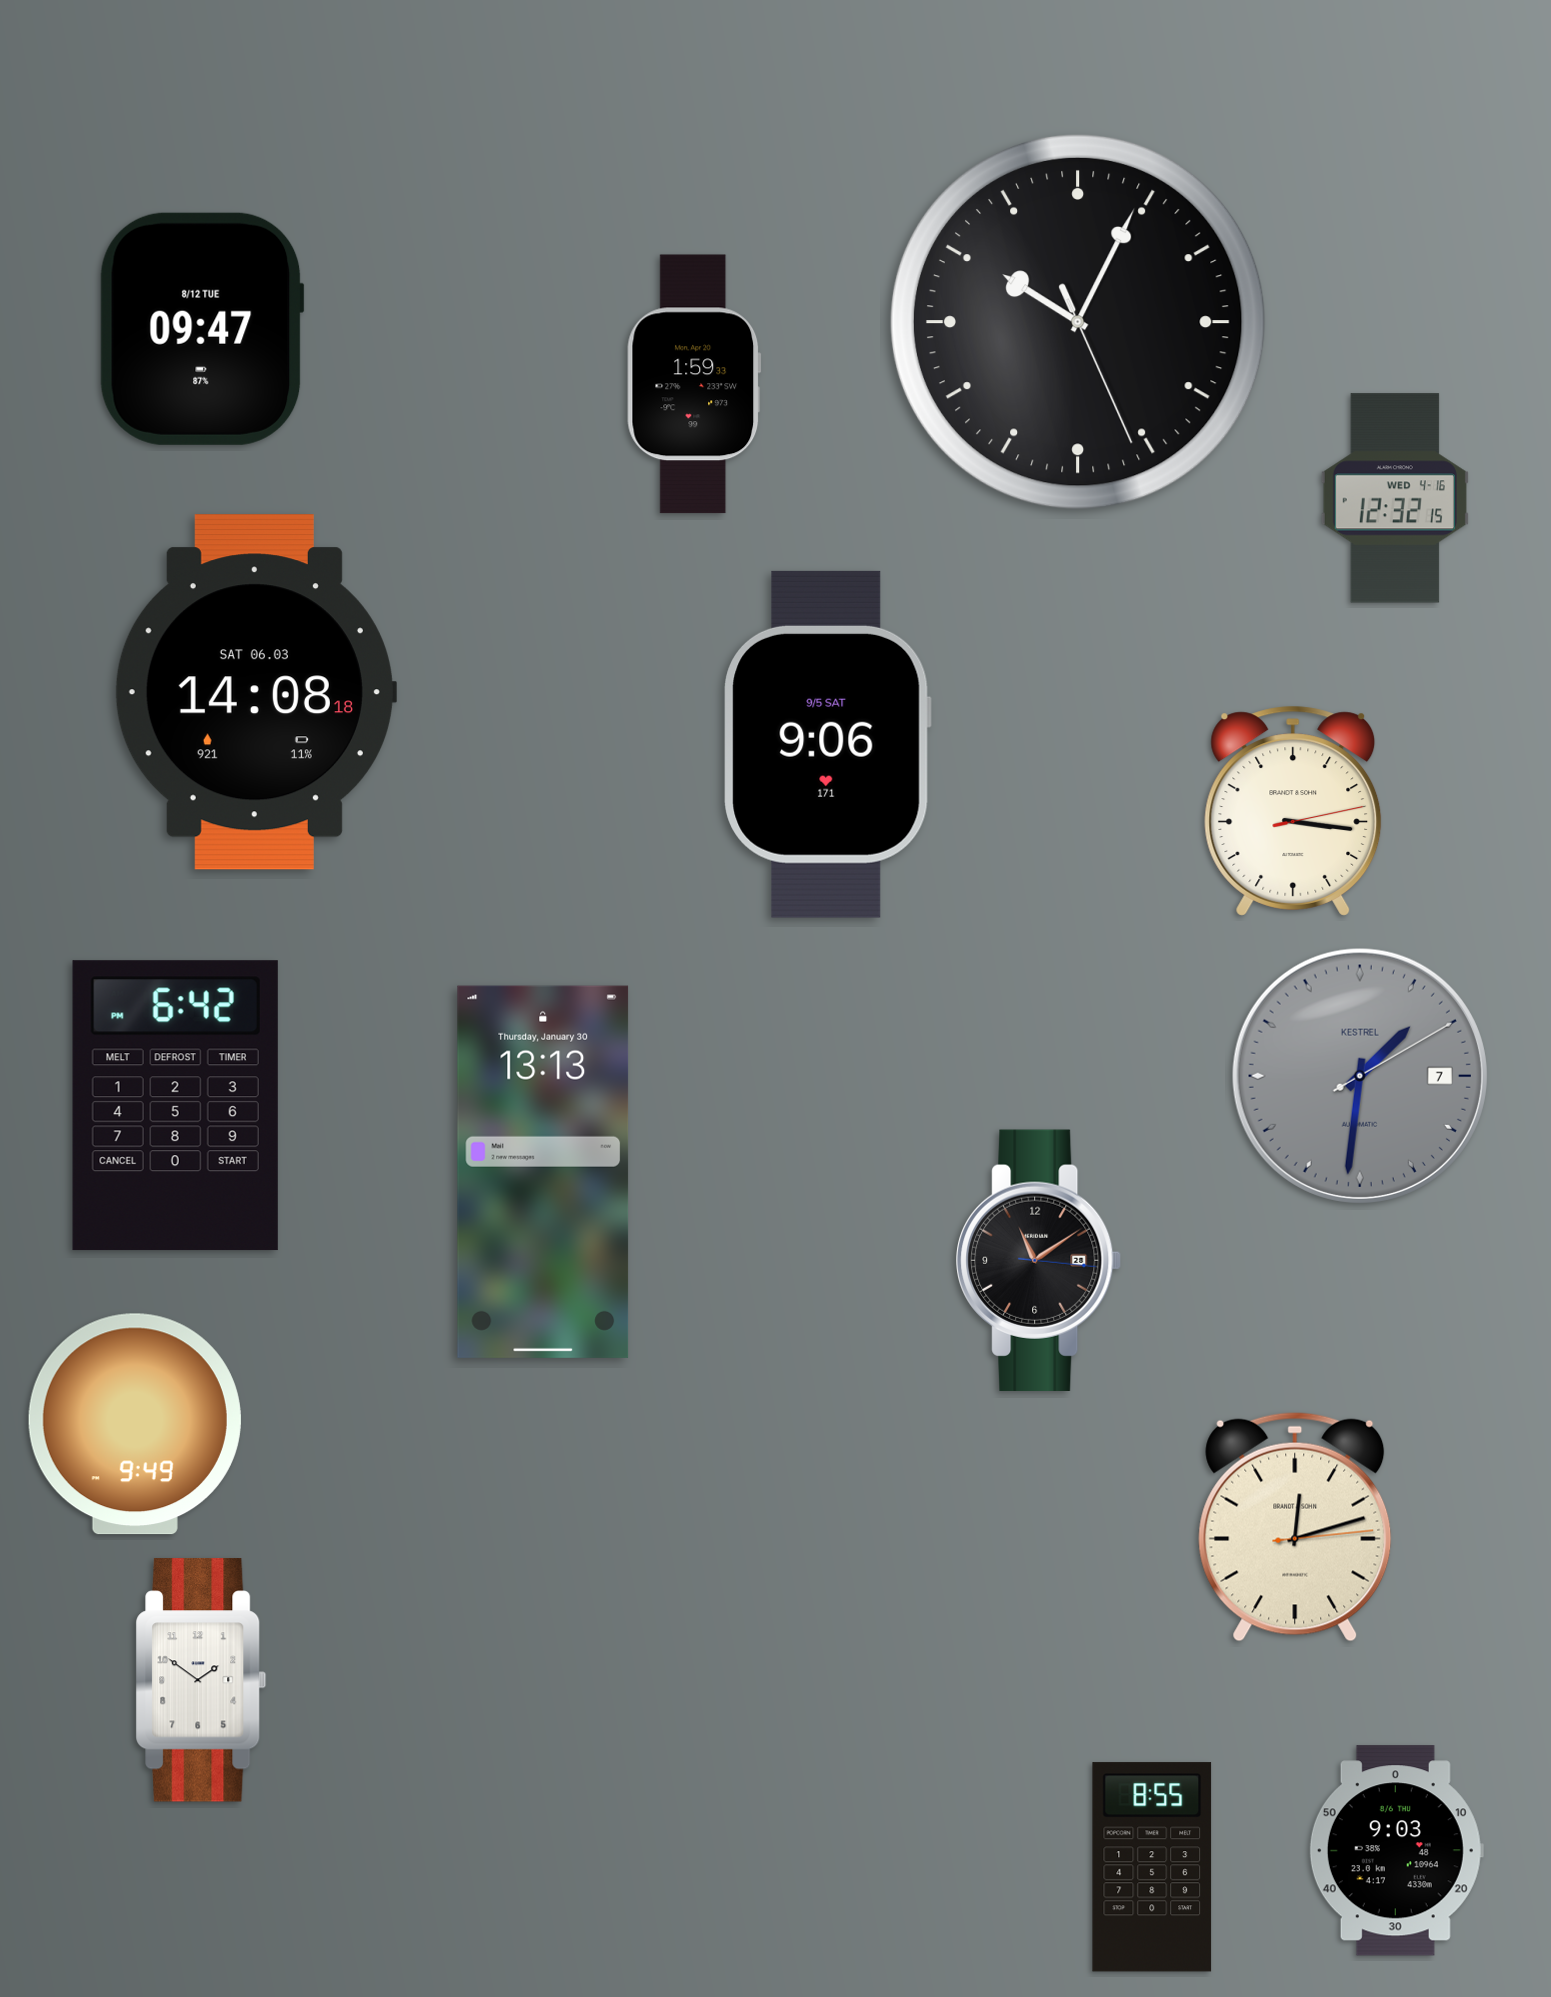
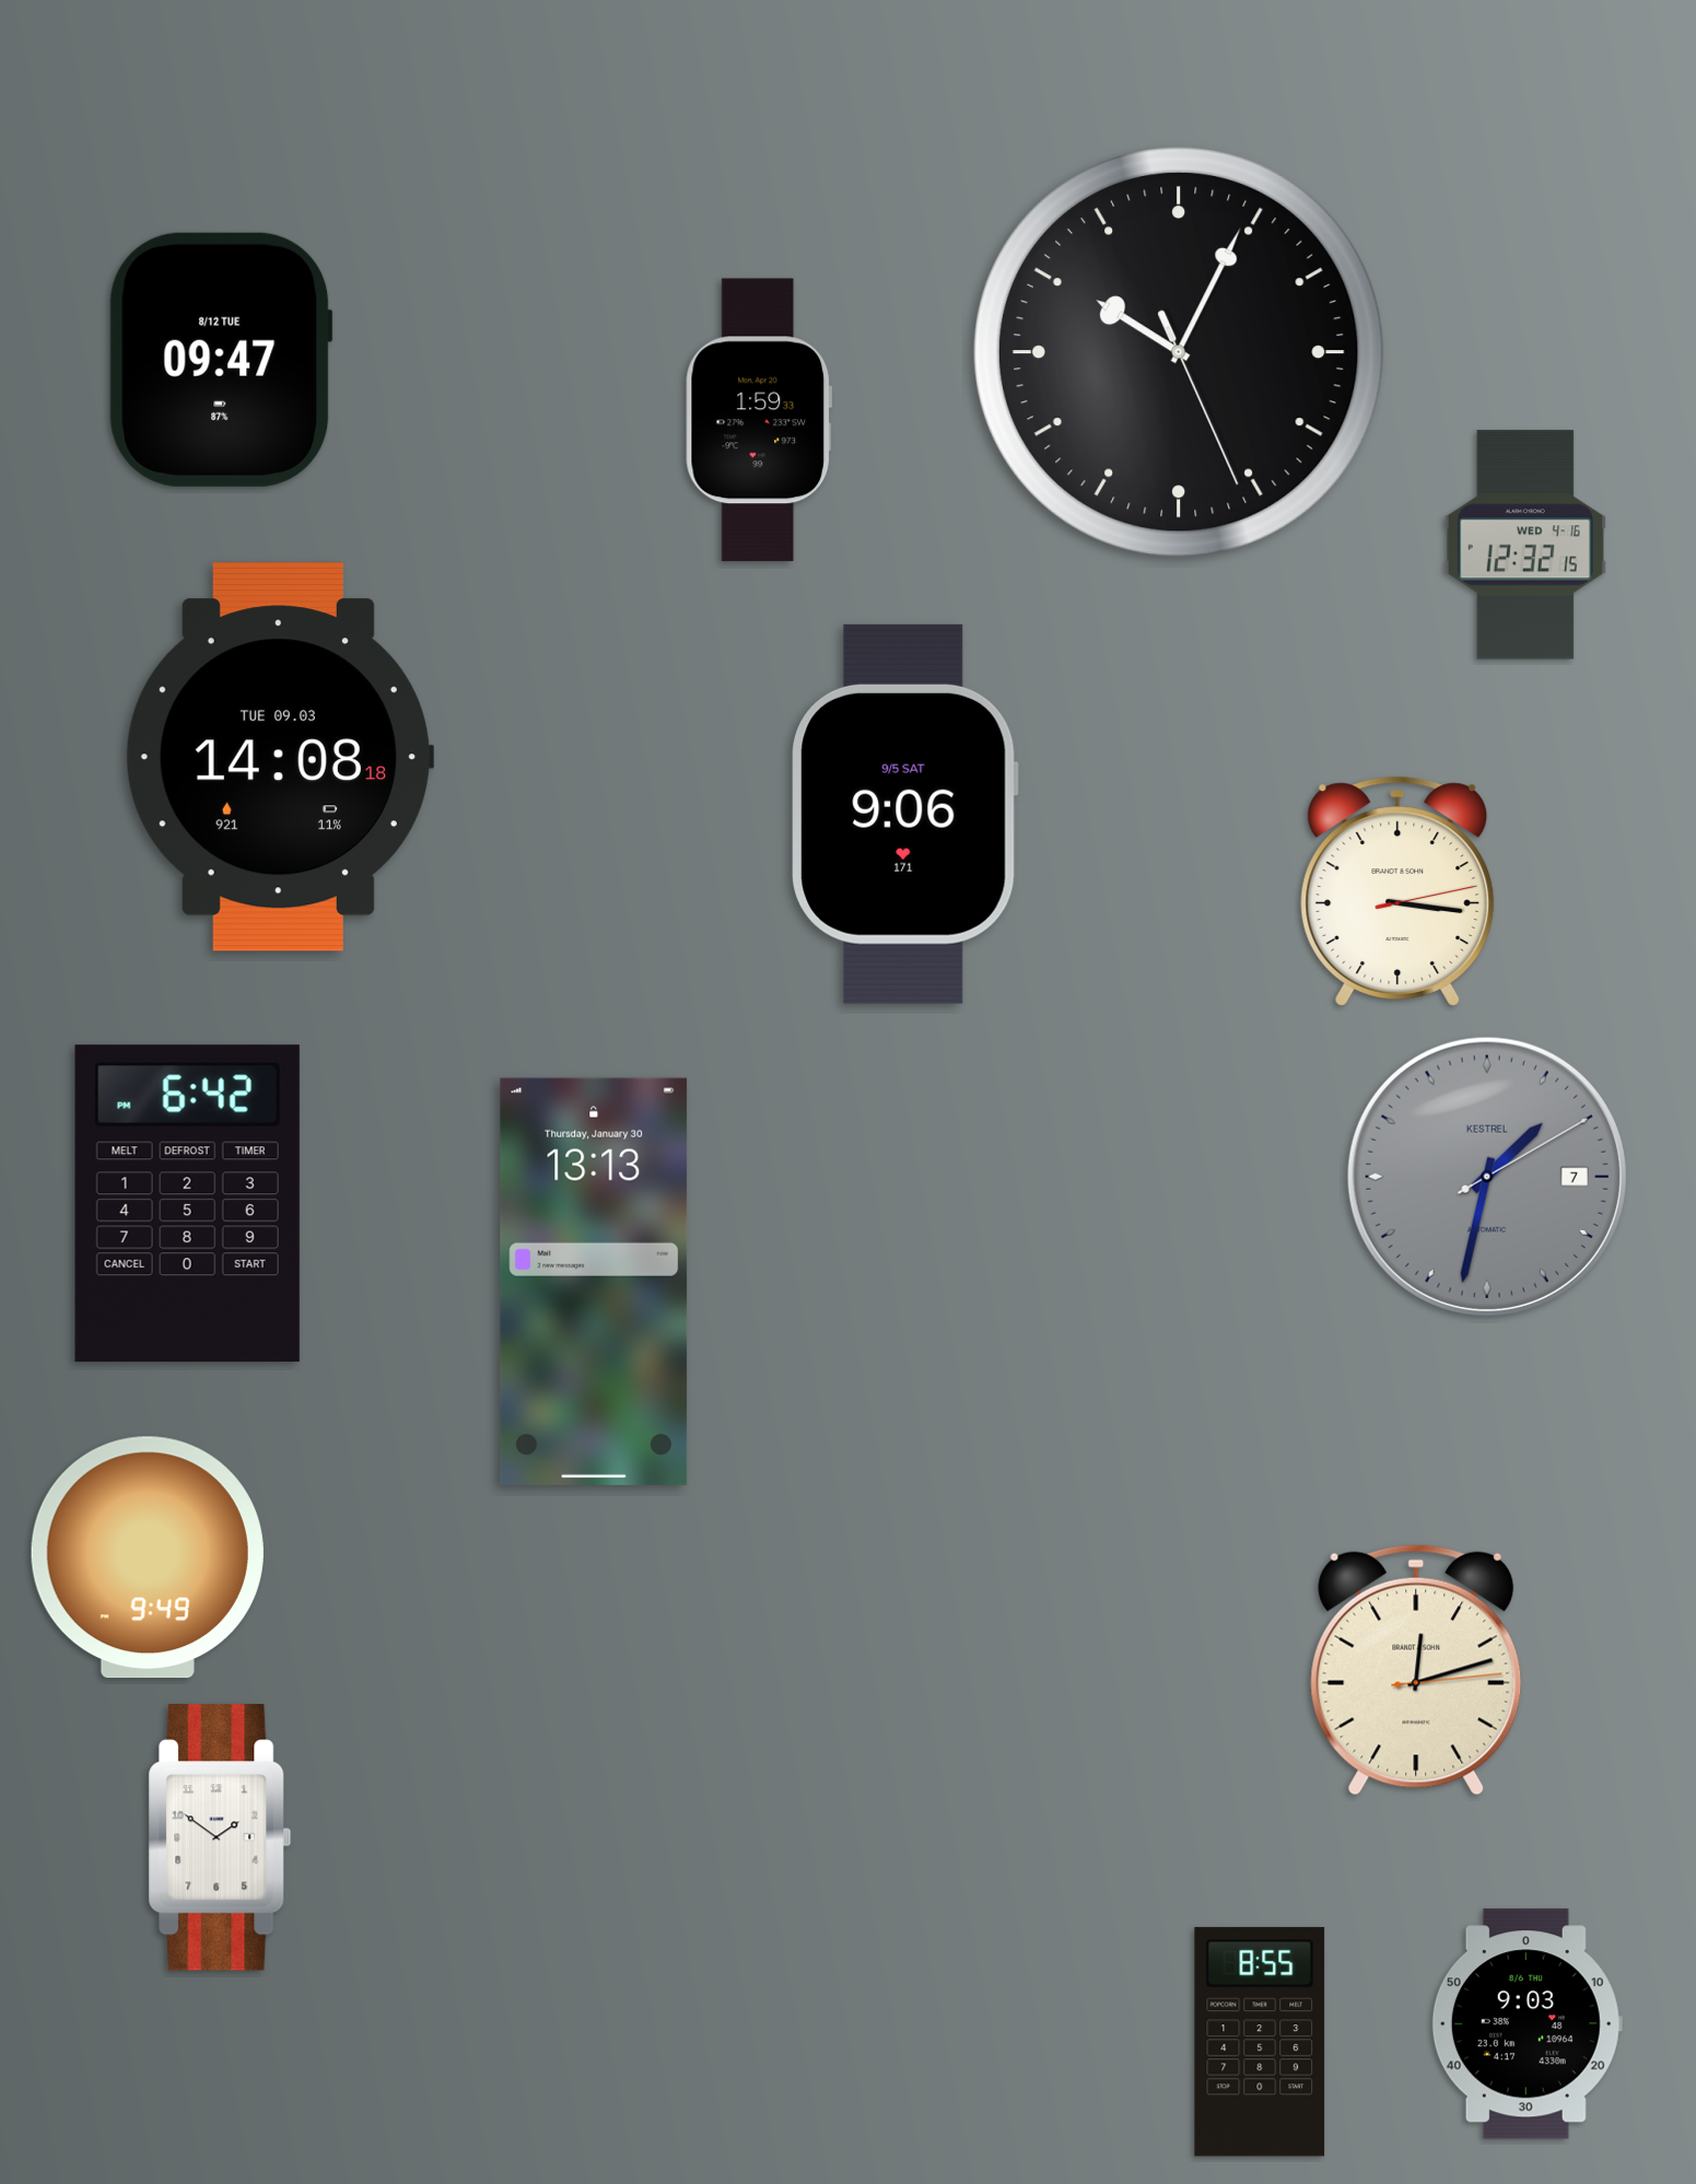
clock at (255, 692) date: SAT 06.03 -> TUE 09.03
clock at (1293, 811) position: (1293, 811) -> (1397, 891)
clock at (1360, 1076): 1:31 -> 1:32
clock at (175, 1106) position: (175, 1106) -> (187, 1204)
clock at (1039, 1260): 11:09 -> none
